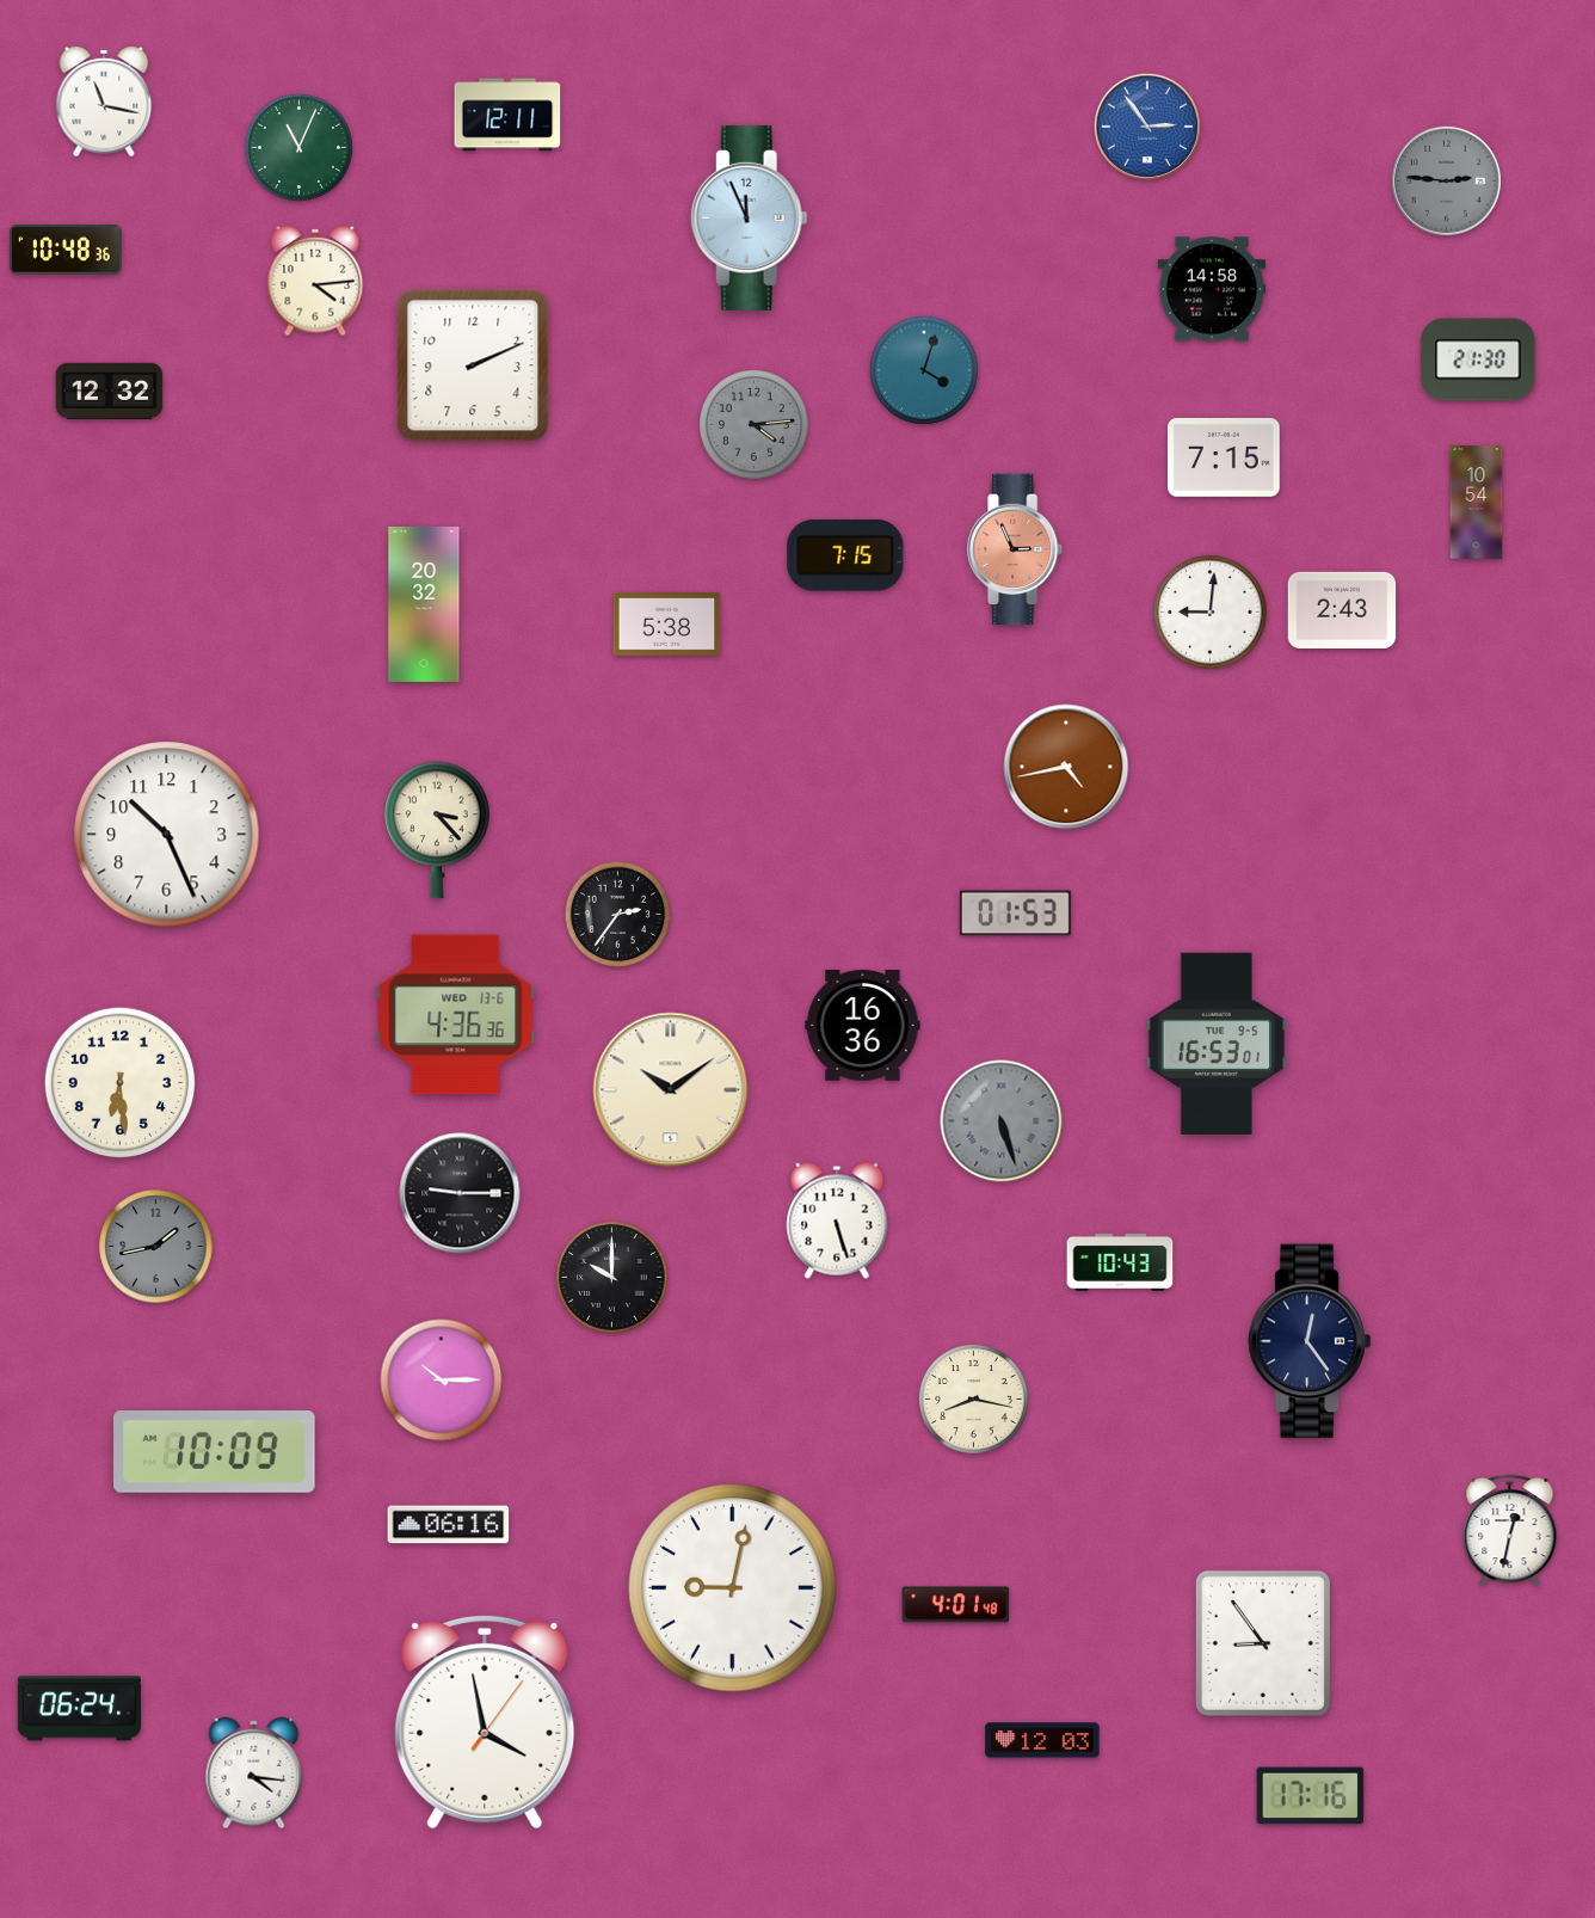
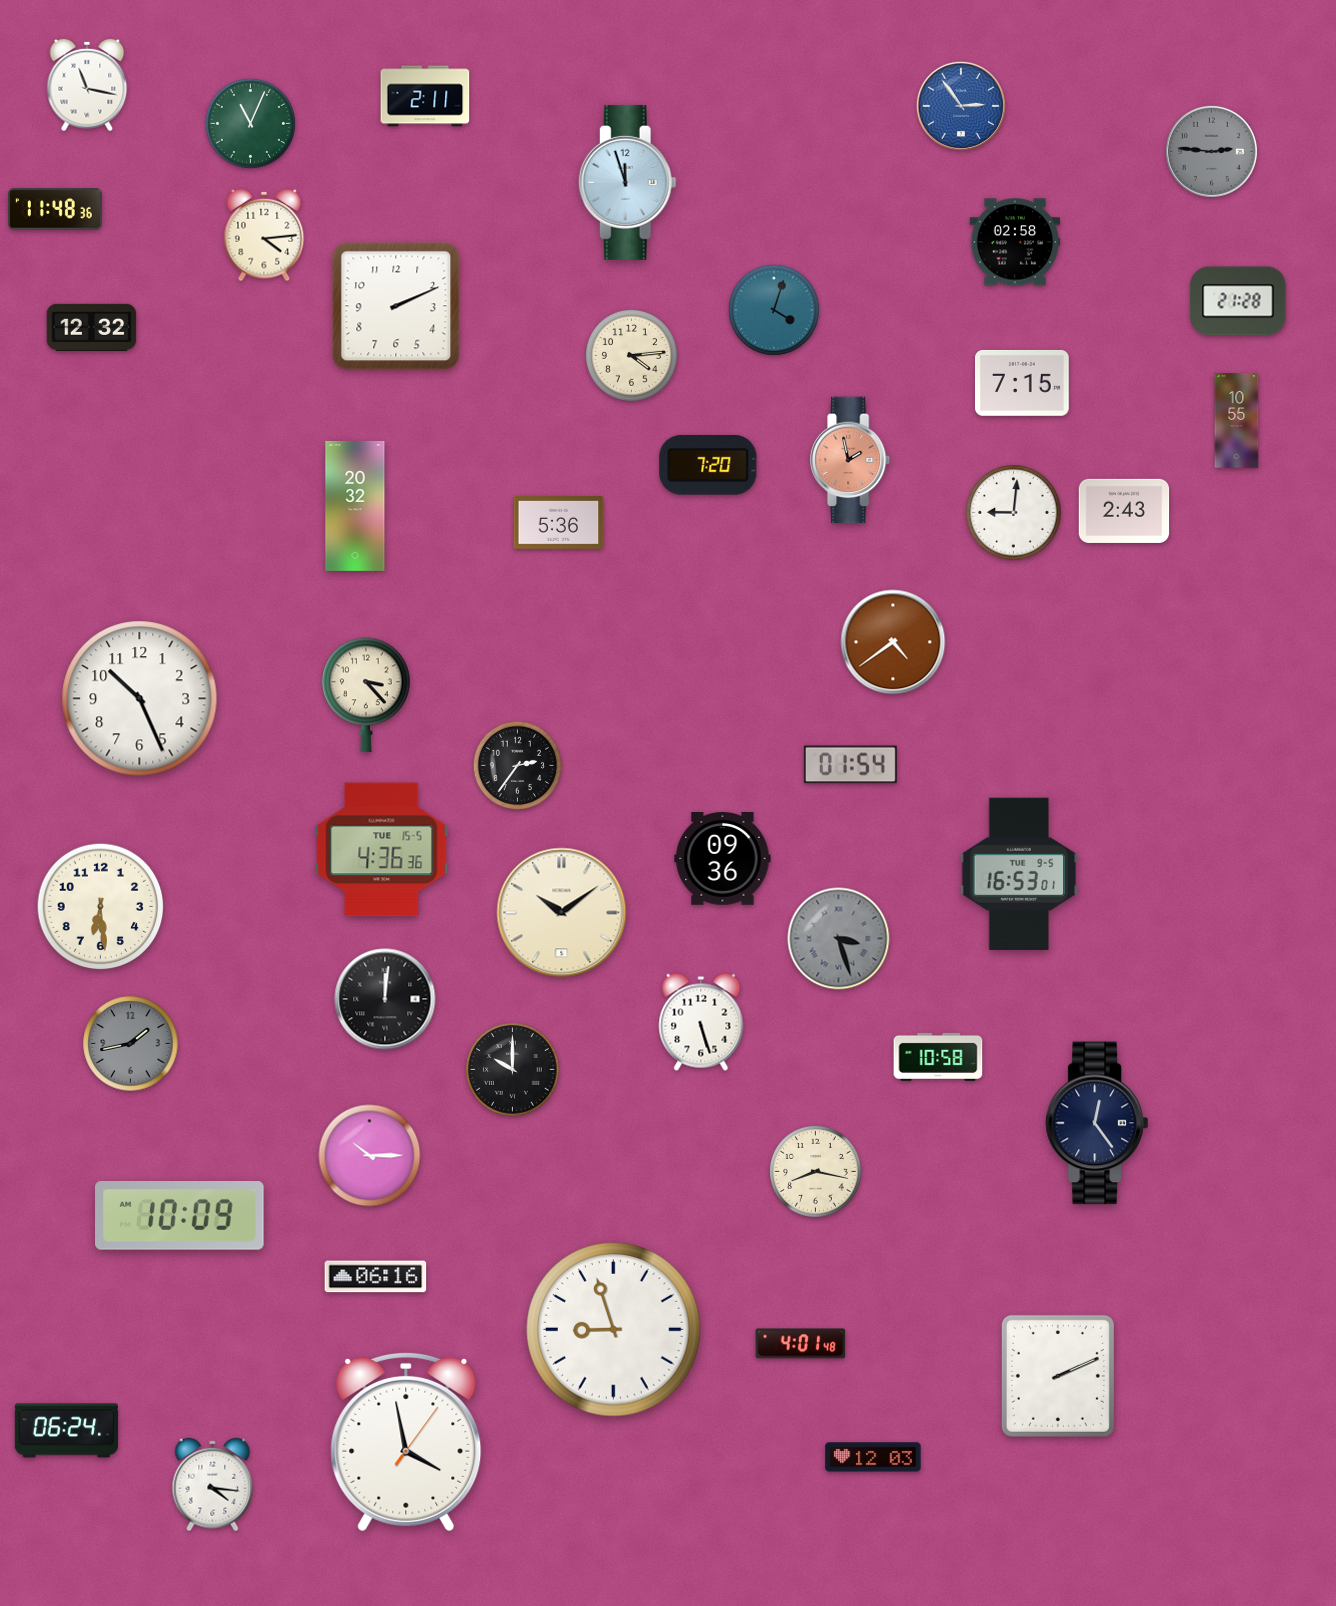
clock at (507, 115): 12:11 -> 2:11
clock at (749, 217): 11:56 -> 11:57
clock at (67, 250): 10:48 -> 11:48
clock at (1212, 289): 14:58 -> 02:58
clock at (1478, 359): 21:30 -> 21:28
clock at (753, 424) dial: grey -> cream
clock at (1225, 457) position: (1225, 457) -> (1023, 383)
clock at (1477, 503): 10:54 -> 10:55
clock at (1016, 549): 2:56 -> 1:58
clock at (845, 555): 7:15 -> 7:20
clock at (667, 625): 5:38 -> 5:36
clock at (1066, 767): 4:43 -> 4:39
clock at (1015, 914): 01:53 -> 01:54
clock at (456, 1015) date: WED 13-6 -> TUE 15-5
clock at (863, 1026): 16:36 -> 09:36
clock at (1002, 1121): 5:27 -> 3:27
clock at (460, 1193): 9:15 -> 12:01
clock at (1120, 1262): 10:43 -> 10:58
clock at (1510, 1530): 12:32 -> none
clock at (733, 1588): 9:02 -> 8:57
clock at (1263, 1643): 8:54 -> 2:11
clock at (1311, 1796): 17:16 -> none
